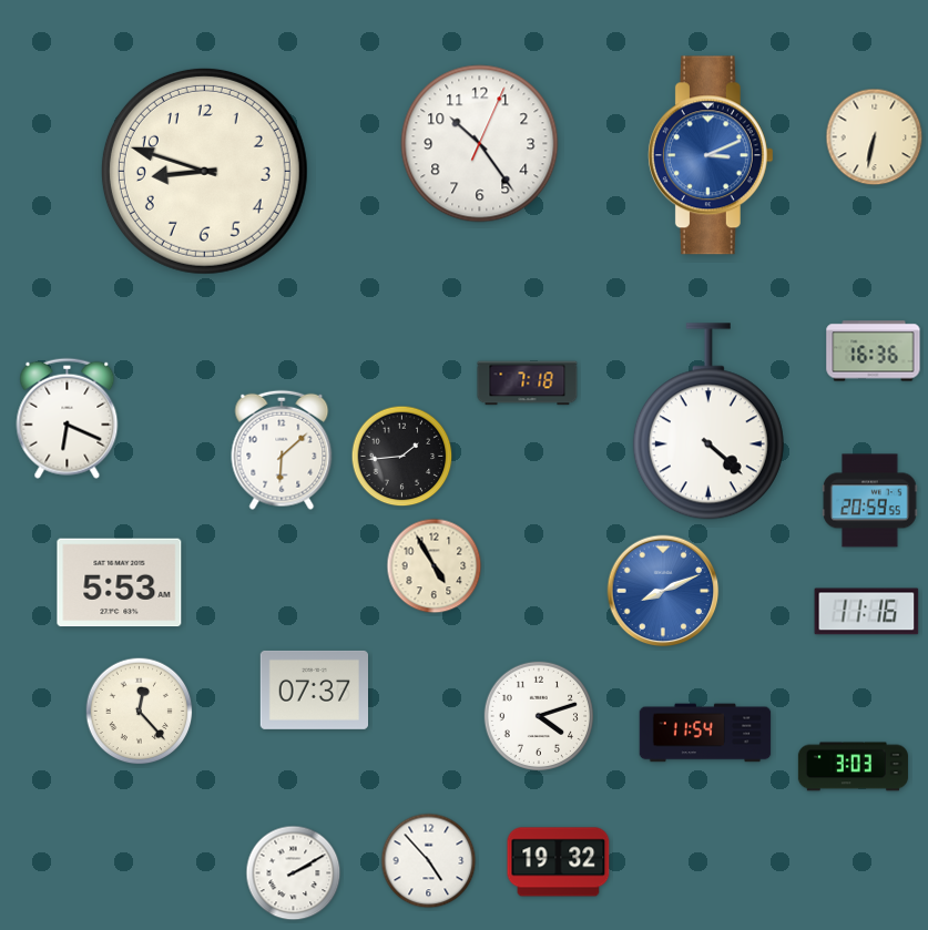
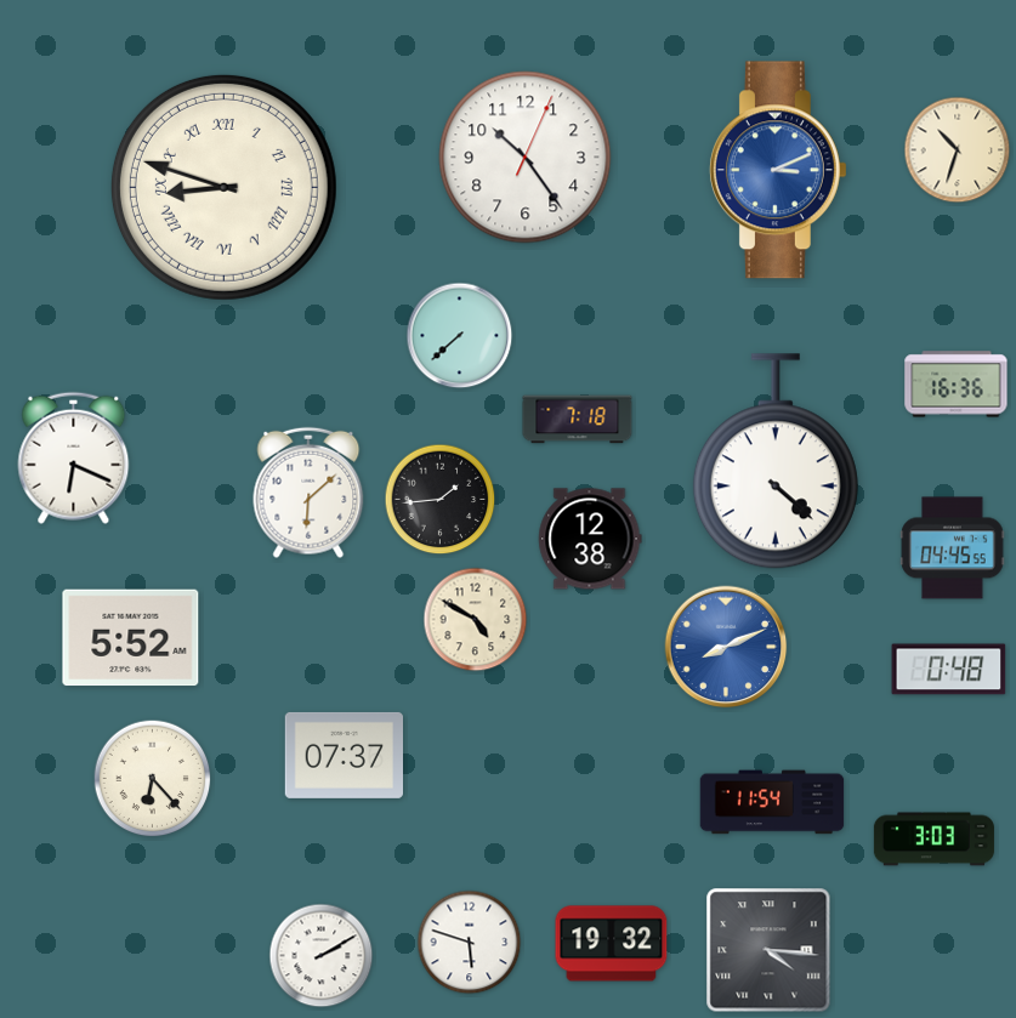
clock at (875, 137): 6:32 -> 10:33
clock at (204, 171) numerals: Arabic -> Roman
clock at (460, 336): none -> 7:38
clock at (590, 539): none -> 12:38
clock at (870, 501): 20:59 -> 04:45
clock at (435, 566): 4:55 -> 4:50
clock at (120, 583): 5:53 -> 5:52
clock at (867, 612): 11:16 -> 0:48
clock at (140, 712): 12:23 -> 6:23
clock at (539, 716): 4:12 -> none
clock at (429, 861): 4:53 -> 5:48
clock at (768, 950): none -> 4:16
